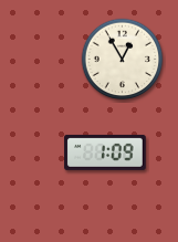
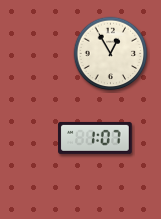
clock at (105, 152): 1:09 -> 1:07
